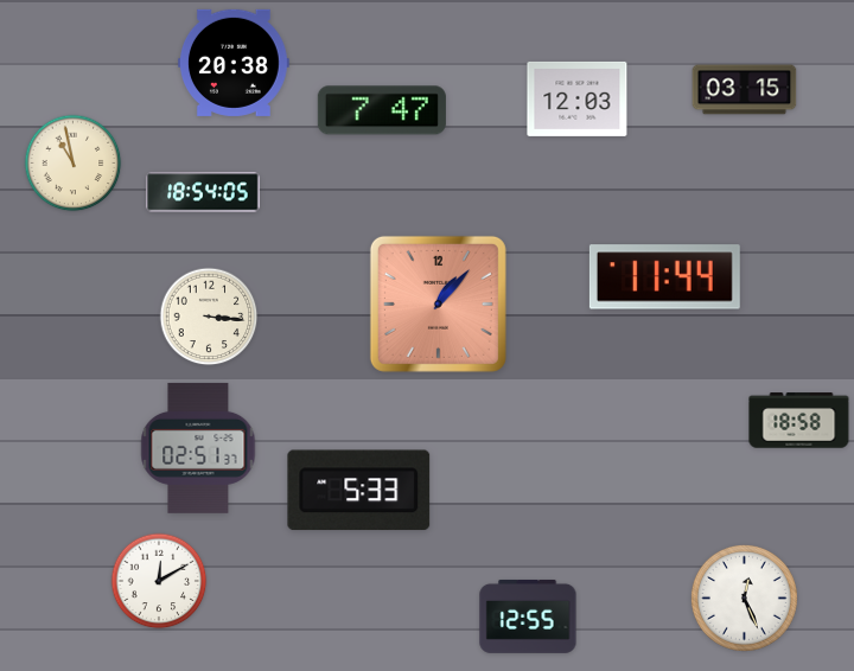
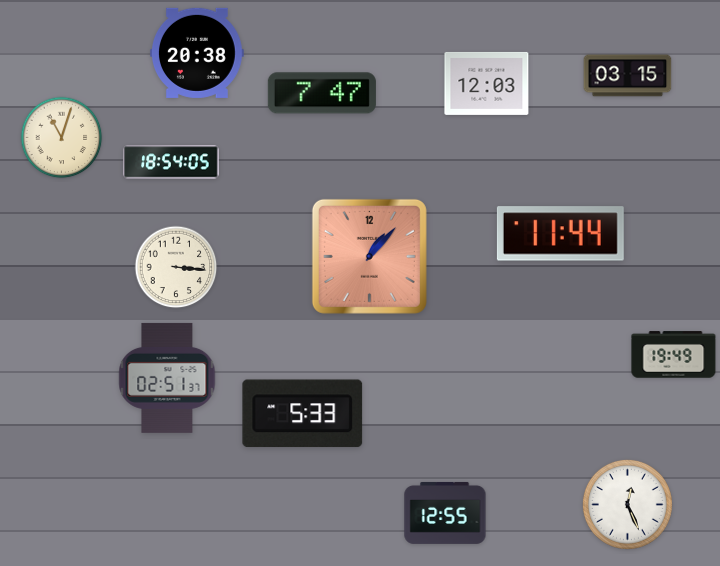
clock at (74, 164): 10:58 -> 11:03
clock at (799, 421): 18:58 -> 19:49
clock at (159, 581): 12:10 -> none
clock at (528, 616) position: (528, 616) -> (445, 513)
